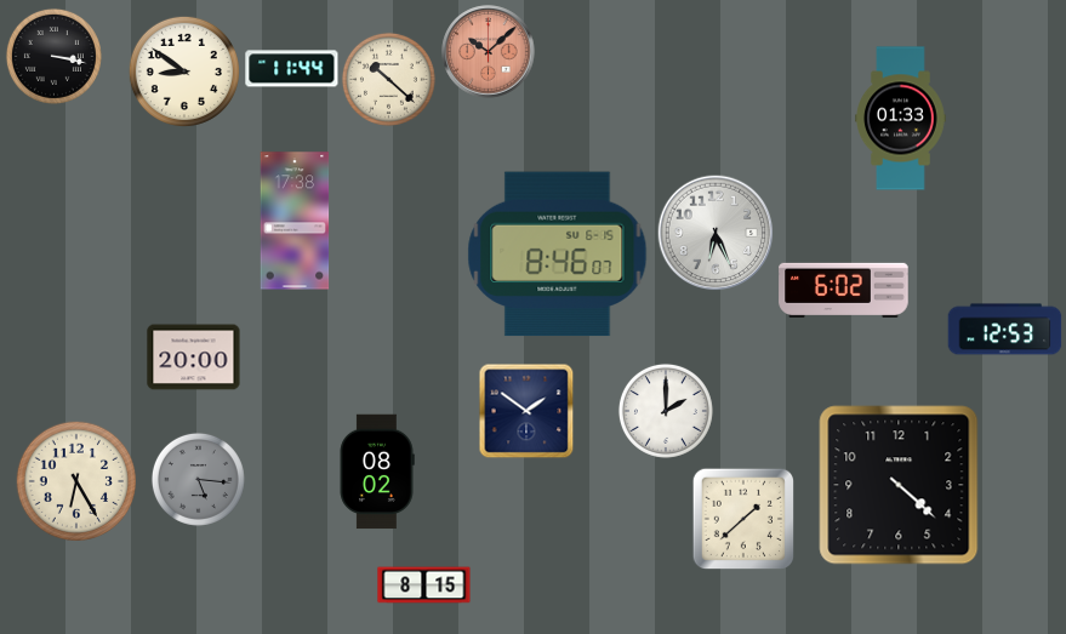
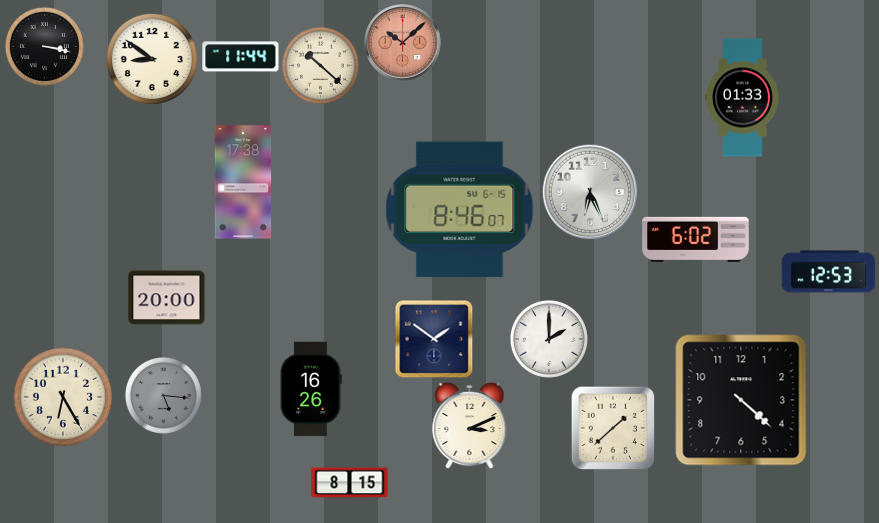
clock at (194, 358) position: (194, 358) -> (167, 298)
clock at (377, 472): 08:02 -> 16:26
clock at (470, 425): none -> 3:11
